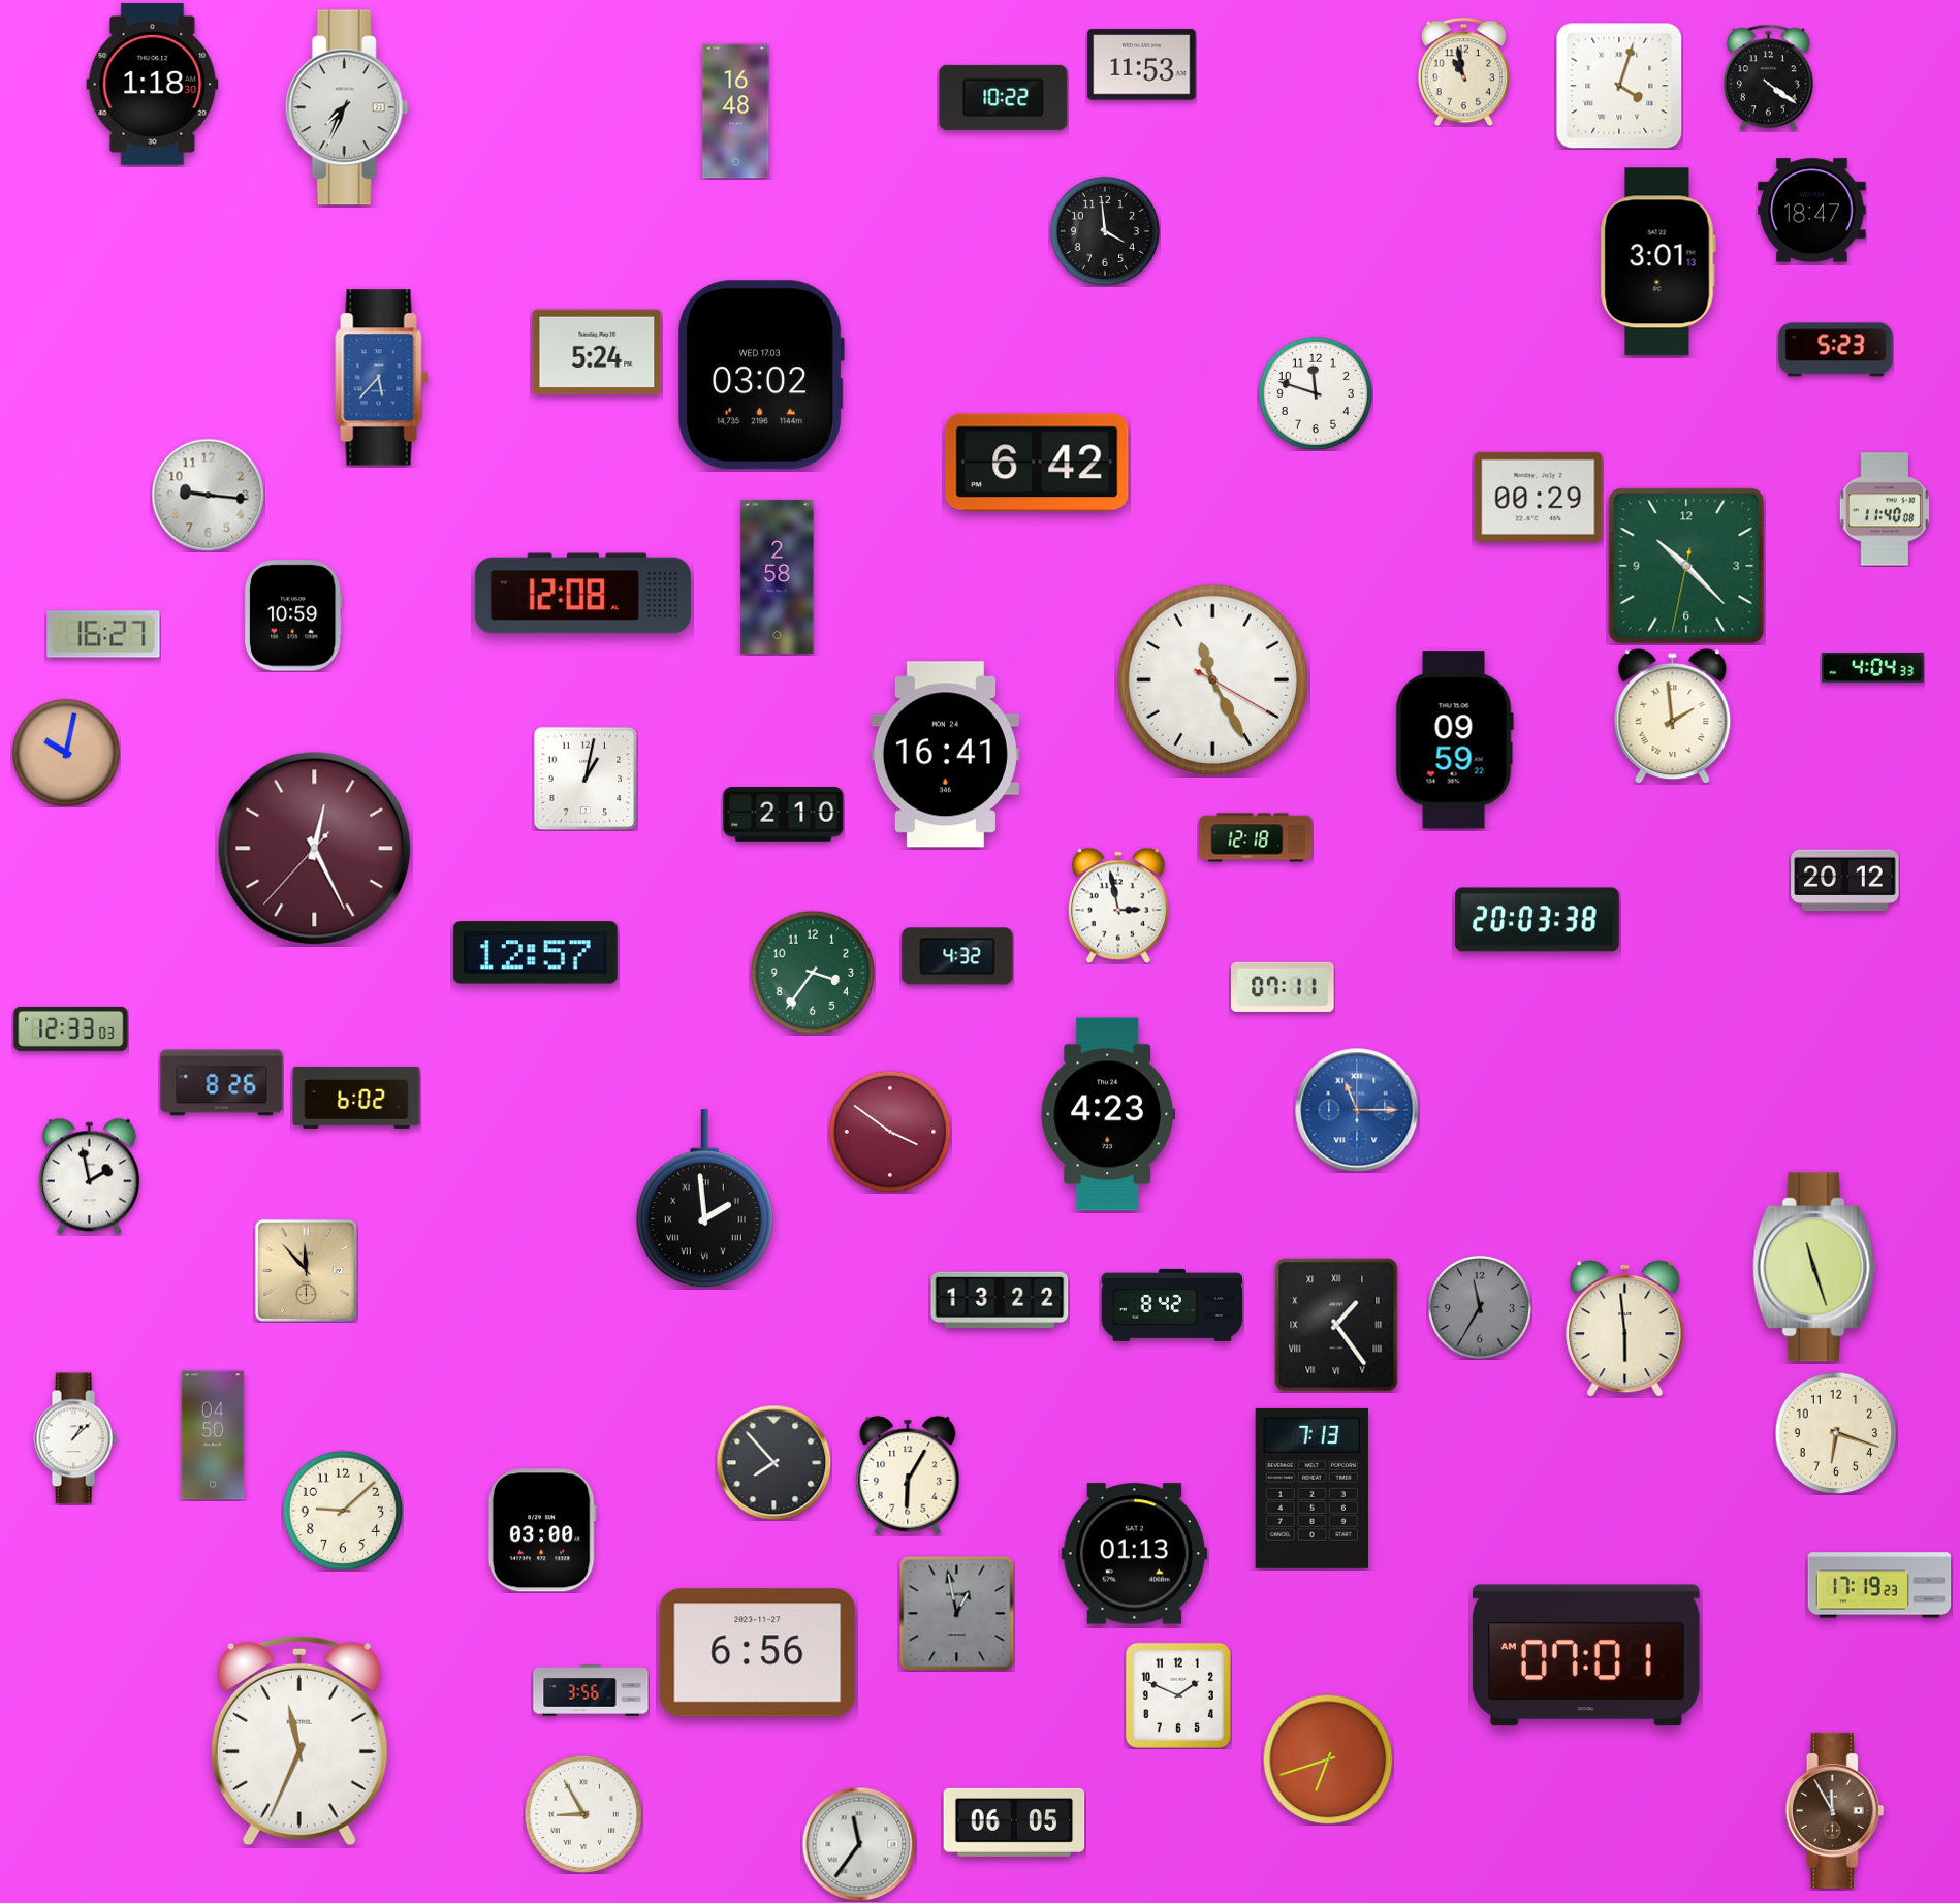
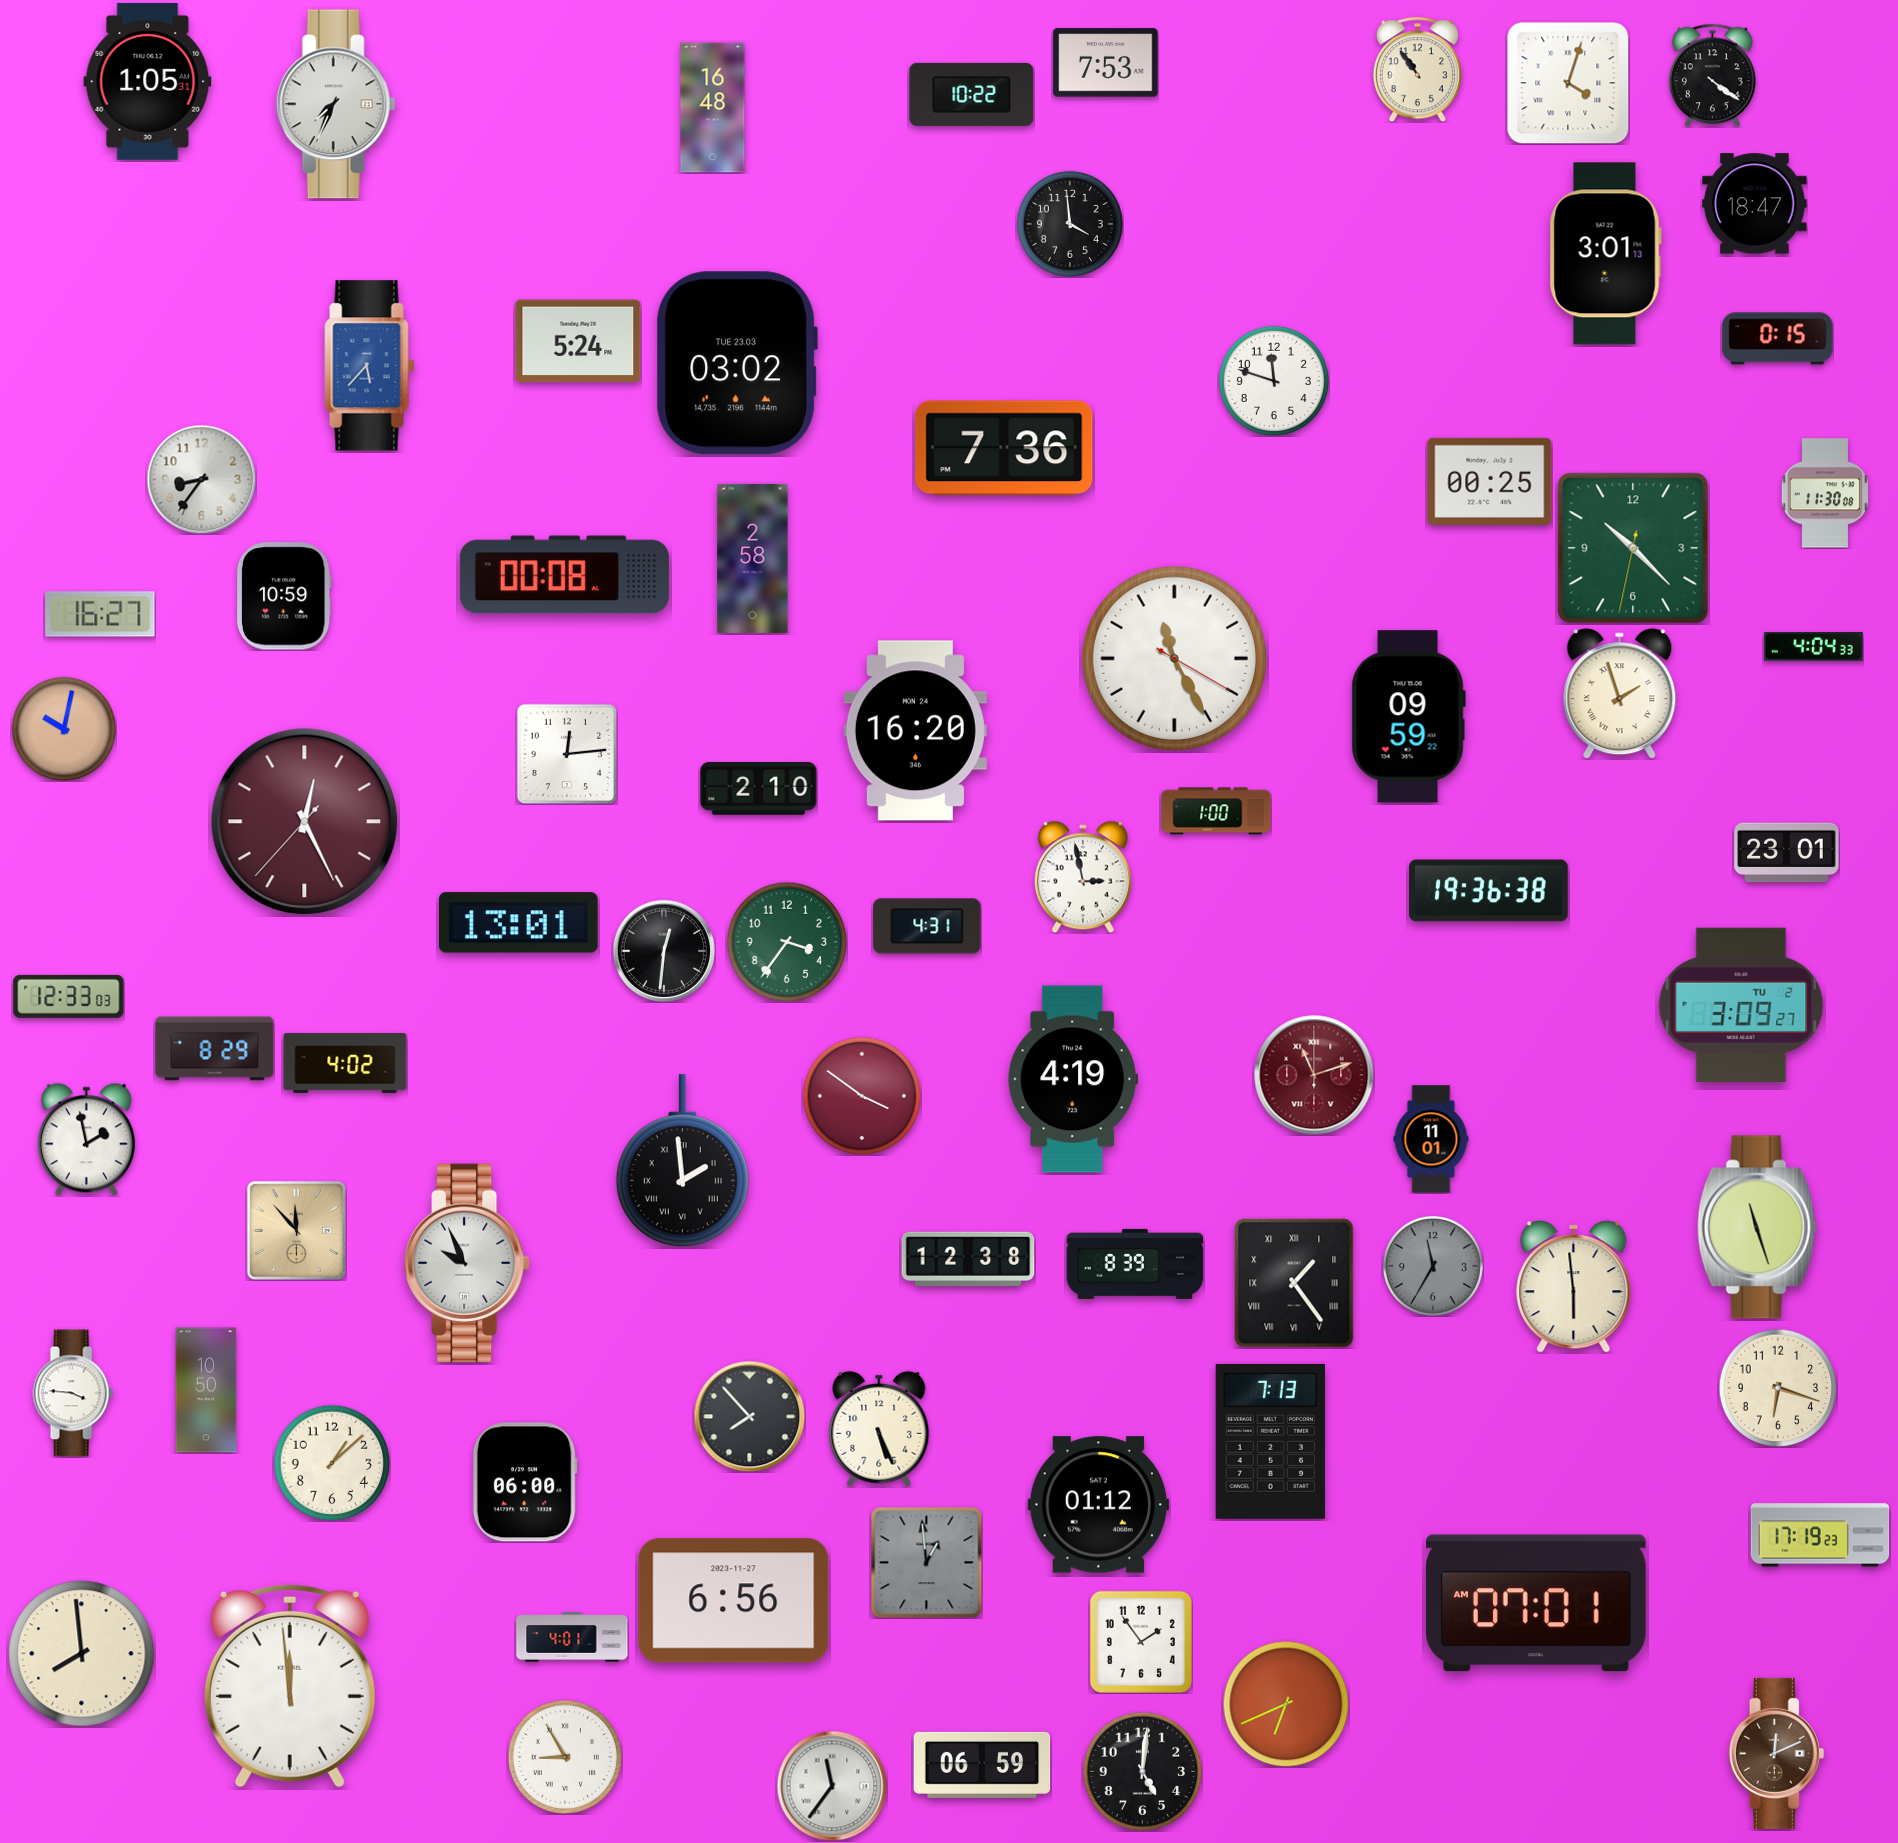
clock at (1142, 65): 11:53 -> 7:53
clock at (1463, 71): 10:58 -> 10:54
clock at (153, 84): 1:18 -> 1:05
clock at (1836, 350): 5:23 -> 0:15
clock at (761, 375) date: WED 17.03 -> TUE 23.03
clock at (1037, 463): 6:42 -> 7:36
clock at (208, 495): 9:16 -> 8:36
clock at (1539, 497): 00:29 -> 00:25
clock at (1885, 509): 11:40 -> 11:30
clock at (582, 594): 12:08 -> 00:08
clock at (1673, 717): 1:59 -> 1:57
clock at (945, 755): 16:41 -> 16:20
clock at (586, 779): 1:02 -> 12:14
clock at (1256, 837): 12:18 -> 1:00
clock at (1845, 881): 20:12 -> 23:01
clock at (1538, 920): 20:03 -> 19:36
clock at (535, 953): 12:57 -> 13:01
clock at (957, 956): 4:32 -> 4:31
clock at (663, 950): none -> 12:31
clock at (1283, 987): 07:11 -> none
clock at (1741, 1004): none -> 3:09
clock at (222, 1083): 8:26 -> 8:29
clock at (356, 1098): 6:02 -> 4:02
clock at (1357, 1110): 11:15 -> 11:12
clock at (1357, 1110) dial: blue -> burgundy
clock at (1107, 1114): 4:23 -> 4:19
clock at (1431, 1139): none -> 11:01
clock at (1000, 1299): 13:22 -> 12:38
clock at (467, 1262): none -> 9:56
clock at (1172, 1305): 8:42 -> 8:39
clock at (213, 1435): 04:50 -> 10:50
clock at (75, 1438): 1:08 -> 3:46
clock at (908, 1476): 6:05 -> 5:26
clock at (343, 1511): 9:08 -> 1:08
clock at (542, 1530): 03:00 -> 06:00
clock at (1134, 1554): 01:13 -> 01:12
clock at (956, 1613): 12:58 -> 12:59
clock at (591, 1690): 3:56 -> 4:01
clock at (1178, 1695): 1:49 -> 1:54
clock at (82, 1654): none -> 7:59
clock at (299, 1741): 11:34 -> 11:59
clock at (1328, 1759): 6:42 -> 6:41
clock at (1835, 1810): 11:55 -> 12:11
clock at (1014, 1822): 06:05 -> 06:59
clock at (1142, 1771): none -> 5:01
